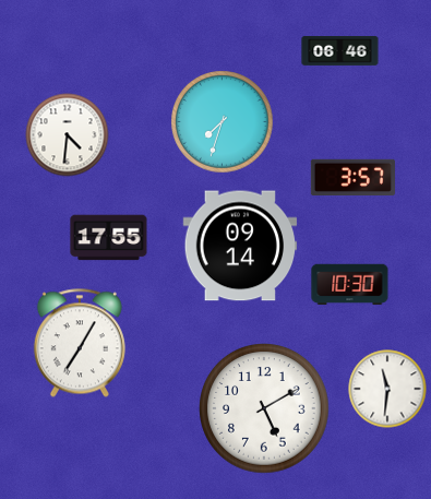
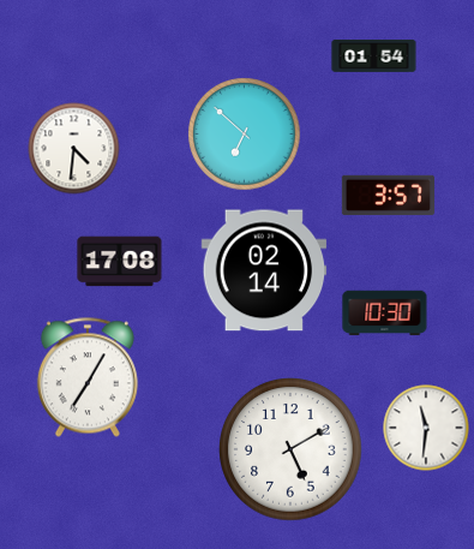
clock at (340, 51): 06:46 -> 01:54
clock at (223, 122): 7:33 -> 6:52
clock at (109, 238): 17:55 -> 17:08
clock at (240, 246): 09:14 -> 02:14
